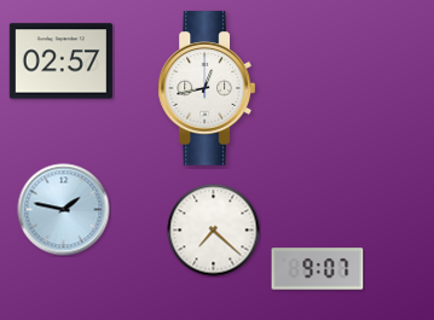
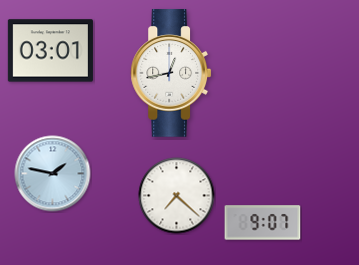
clock at (60, 62): 02:57 -> 03:01
clock at (214, 231) position: (214, 231) -> (177, 196)
